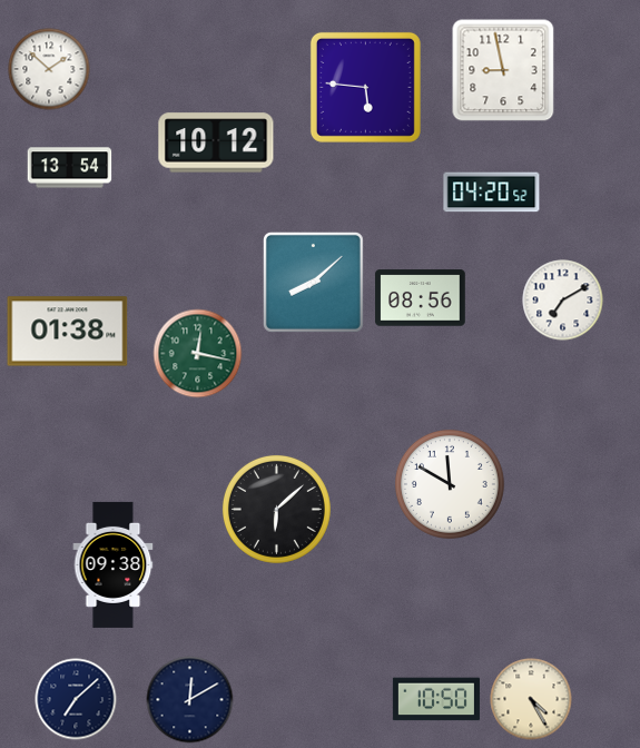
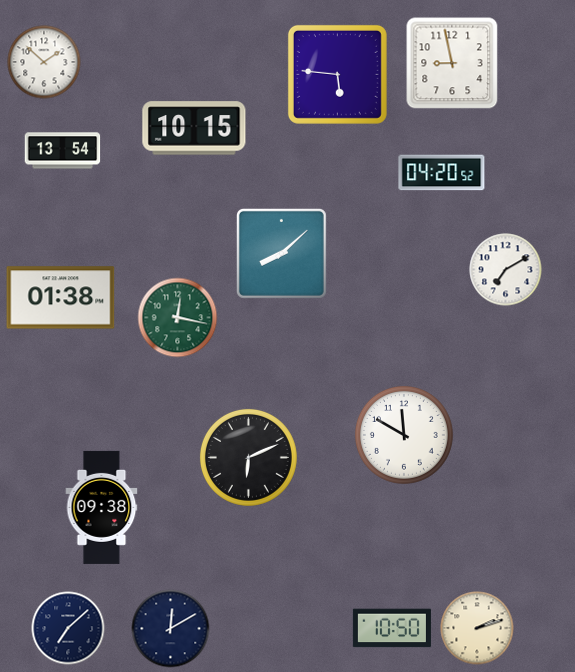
clock at (365, 87) position: (365, 87) -> (337, 74)
clock at (216, 142): 10:12 -> 10:15
clock at (421, 298): 08:56 -> none
clock at (276, 509): 6:08 -> 6:11
clock at (531, 699): 4:25 -> 2:12
